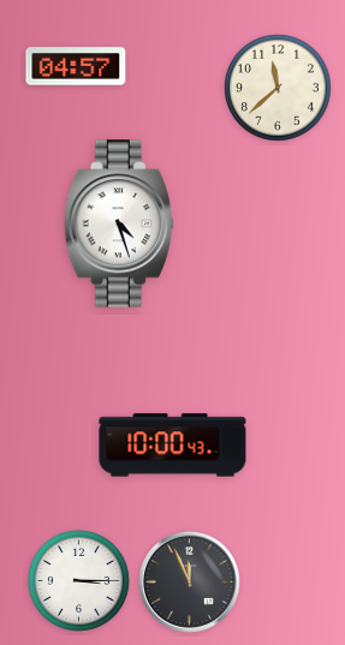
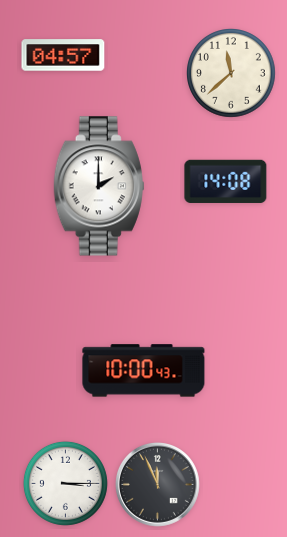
clock at (226, 181): none -> 14:08
clock at (119, 223): 4:27 -> 2:00
